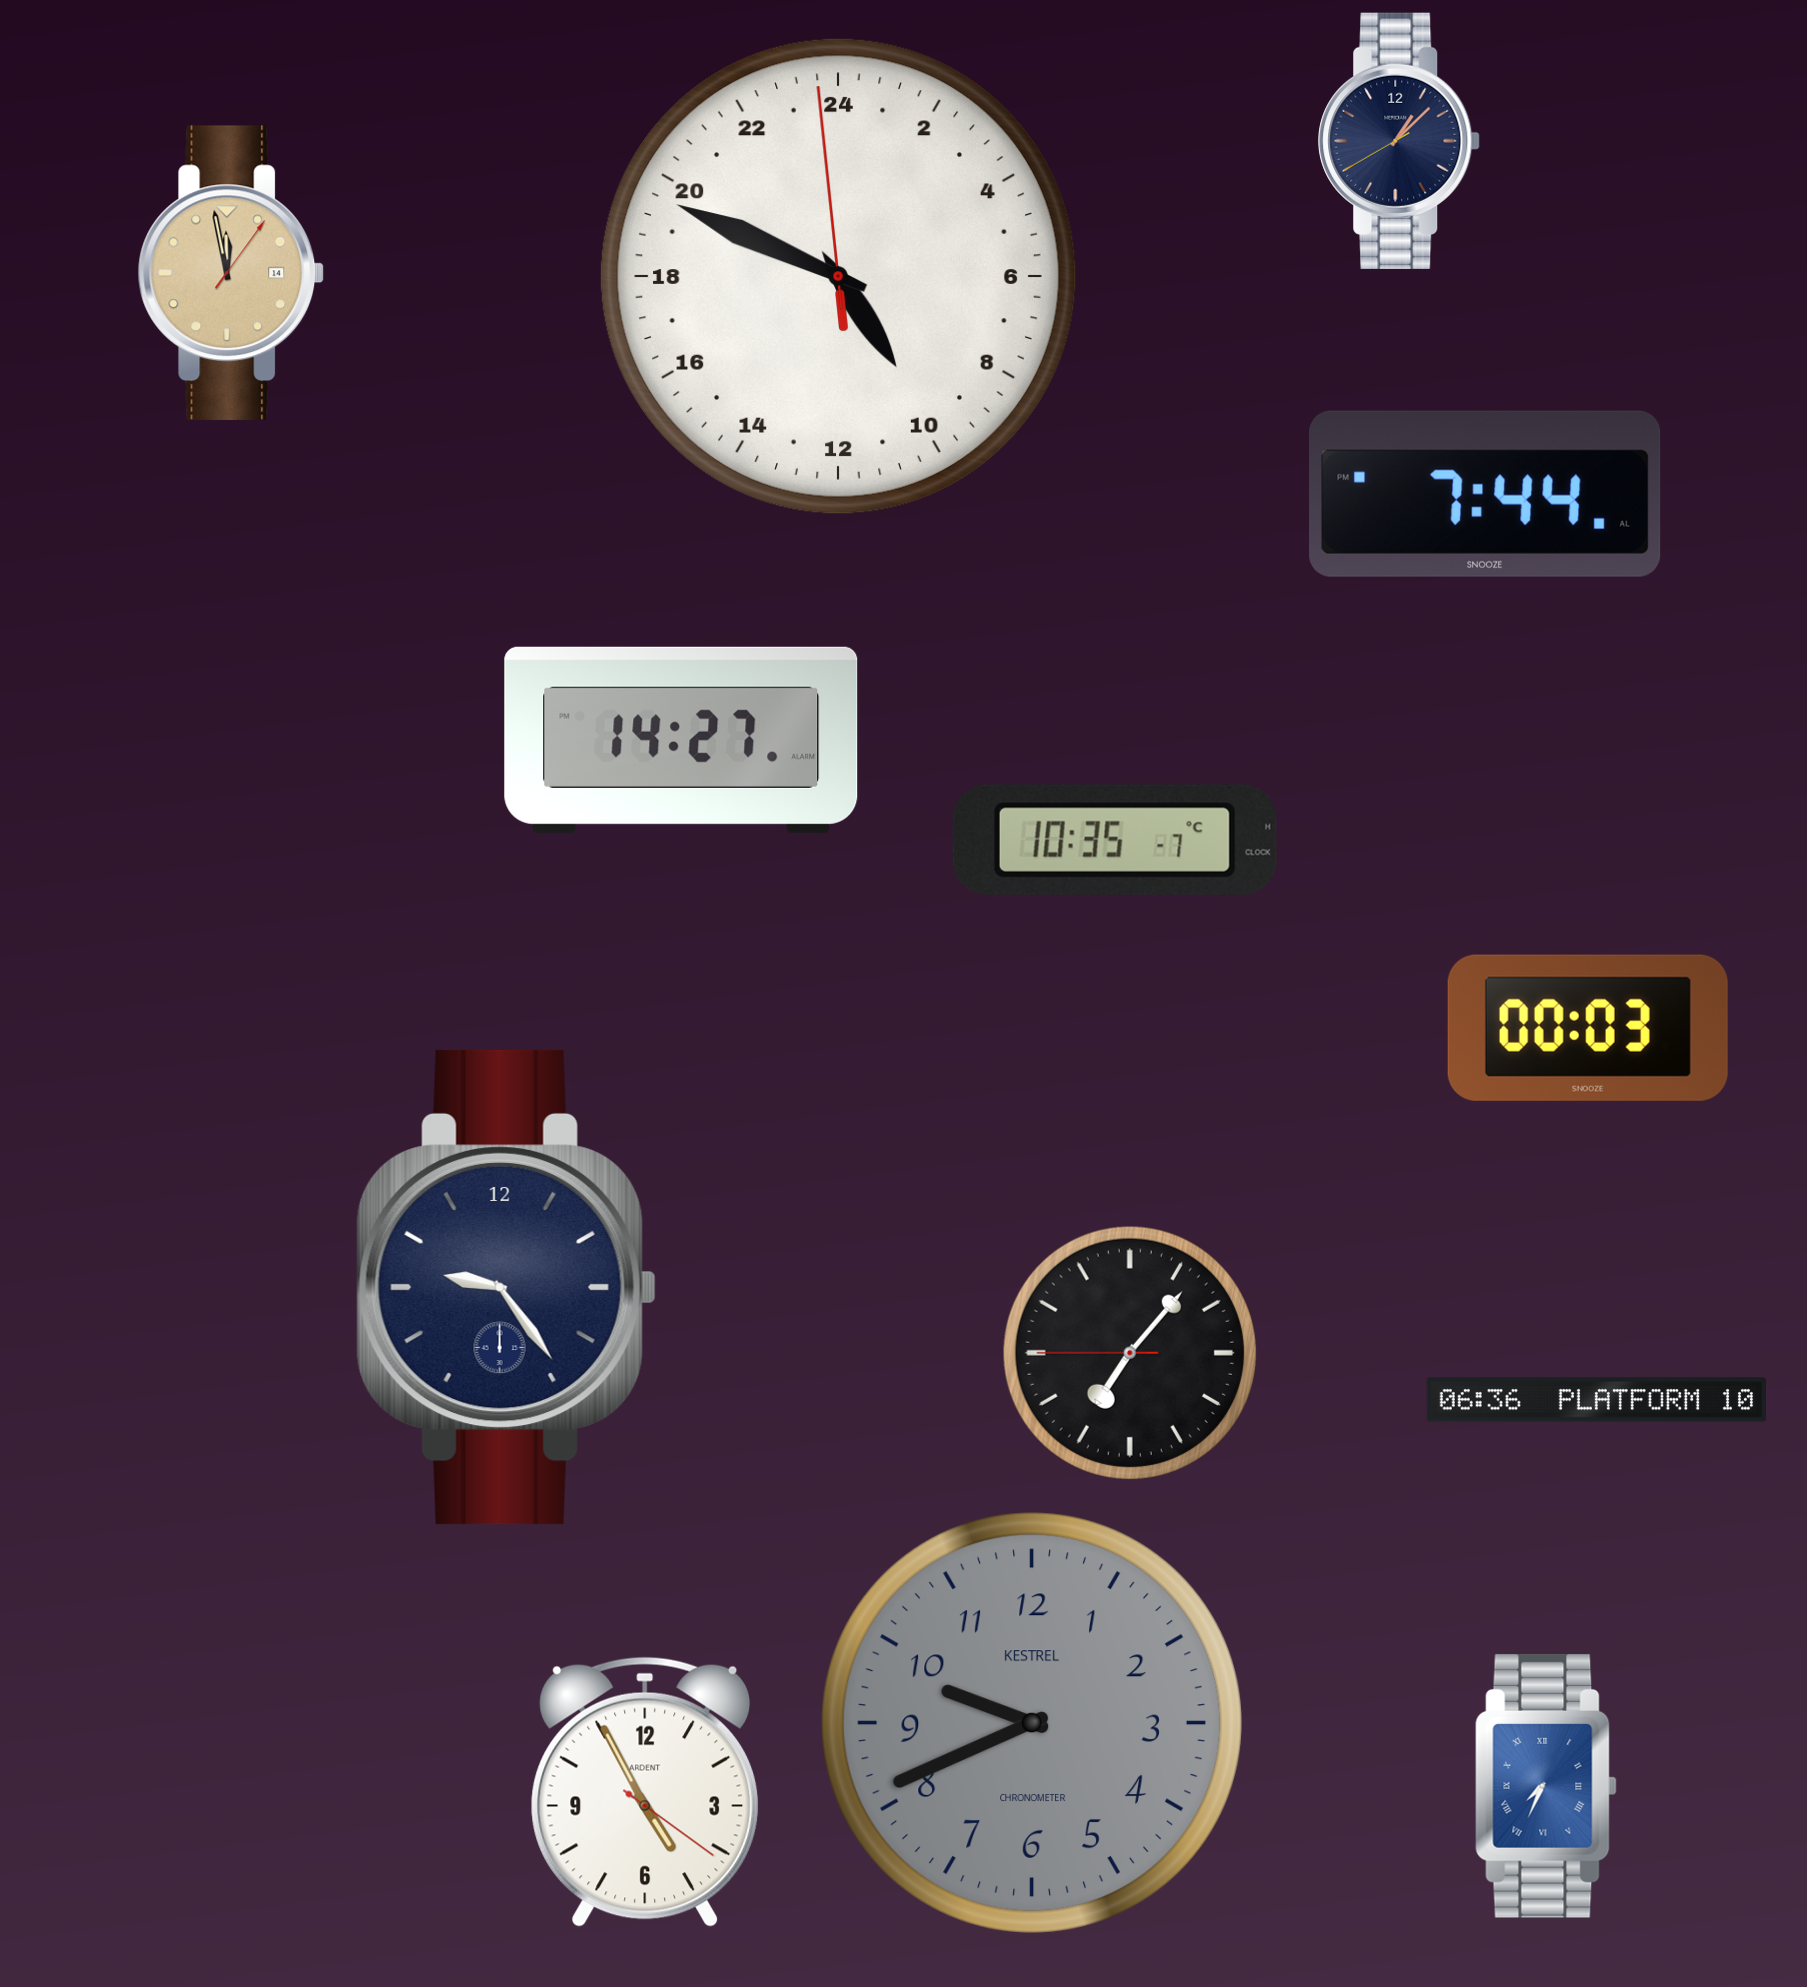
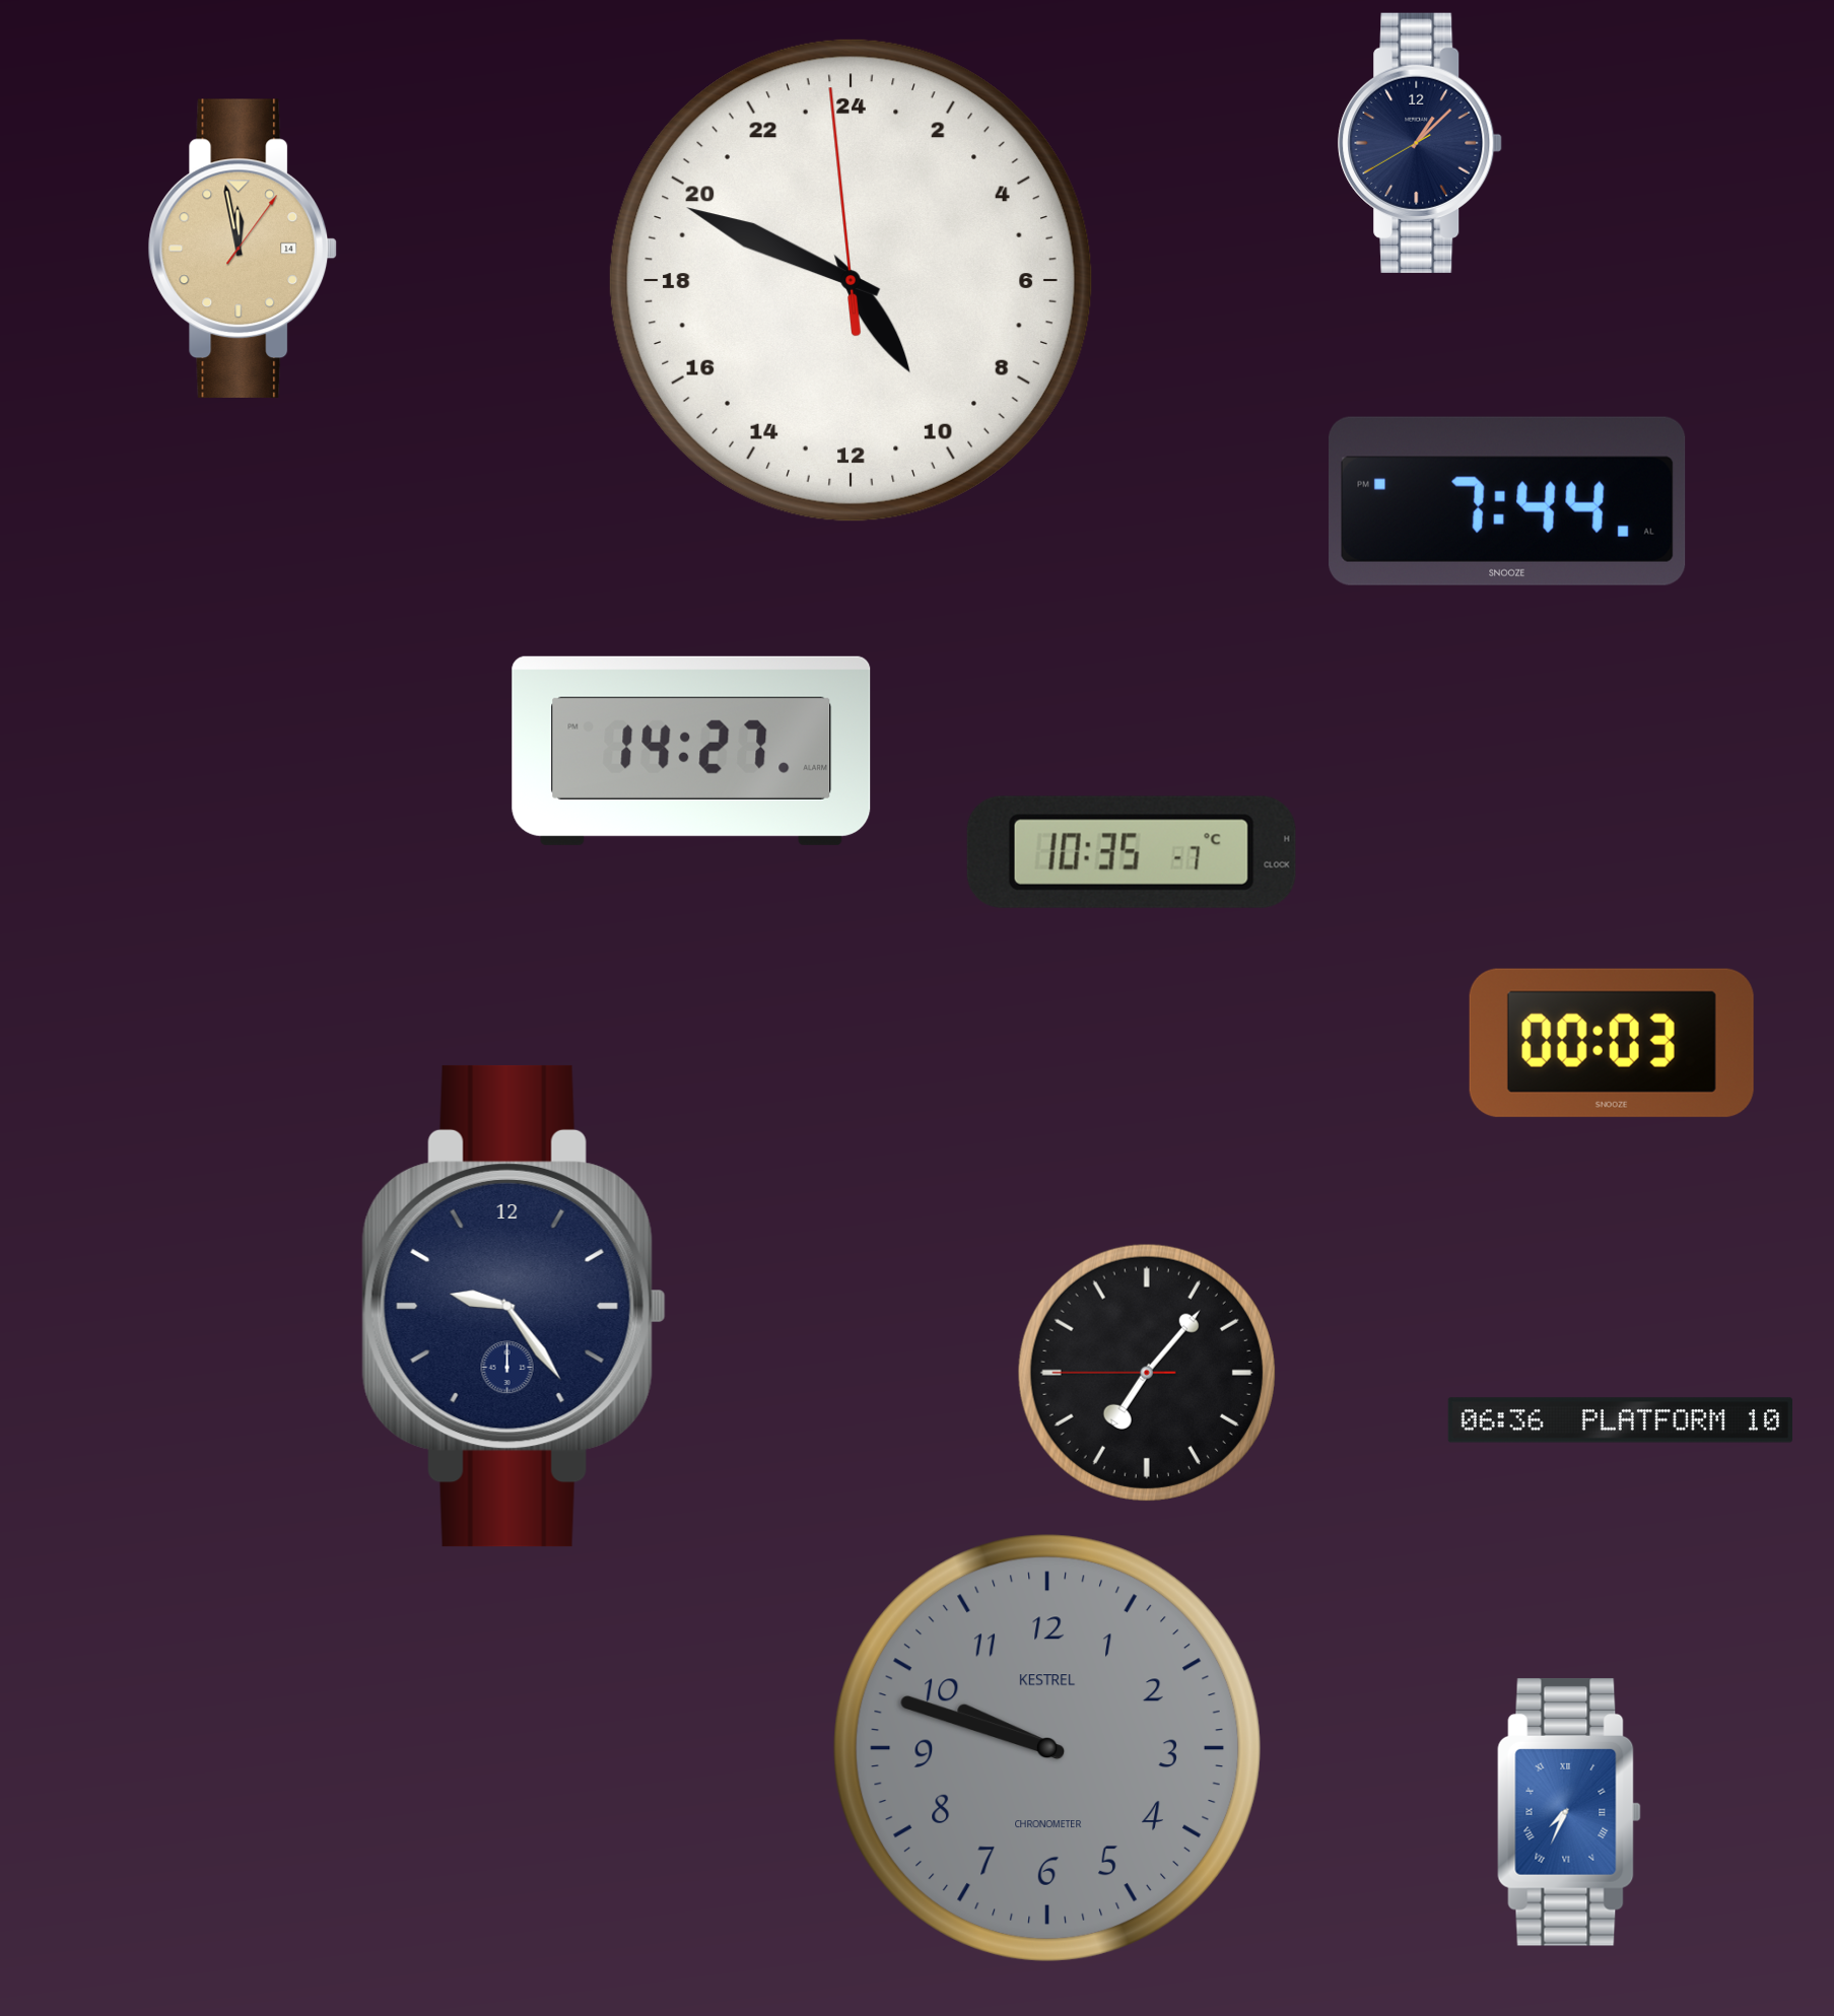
clock at (231, 272) position: (231, 272) -> (243, 248)
clock at (1032, 1723): 9:41 -> 9:48
clock at (645, 1792): 4:55 -> none
